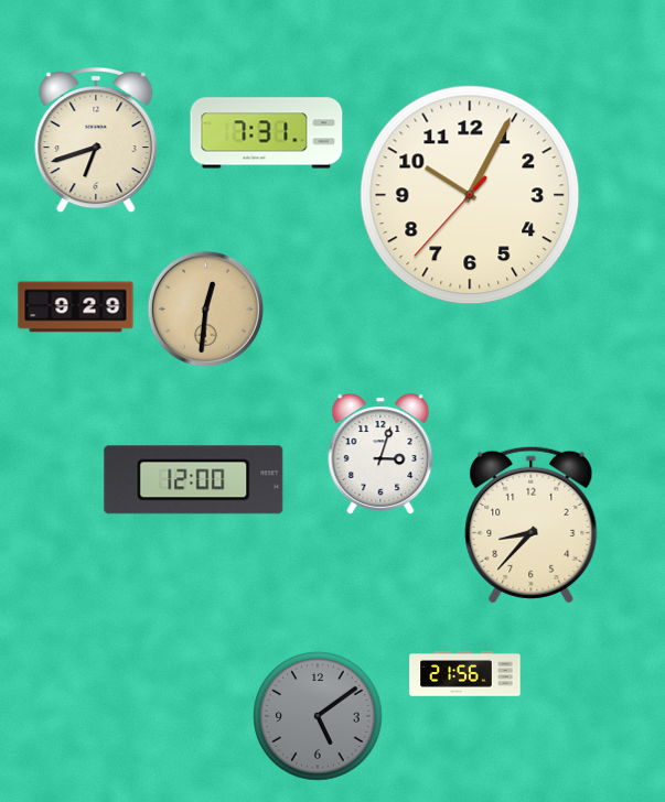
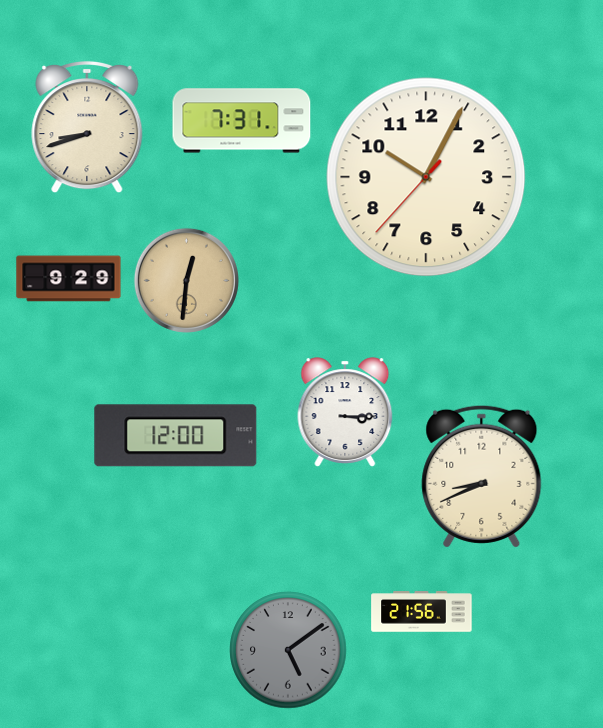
clock at (96, 141): 6:42 -> 8:42
clock at (380, 454): 3:03 -> 3:15
clock at (532, 524): 8:37 -> 8:41
